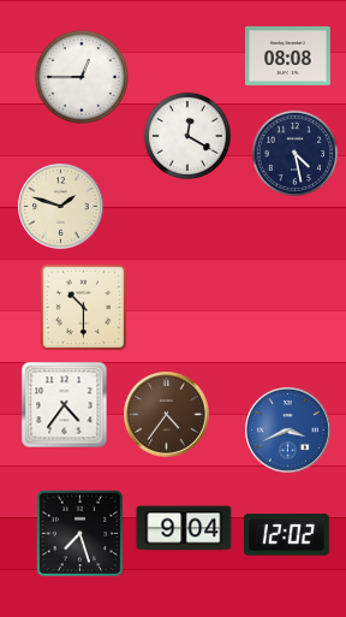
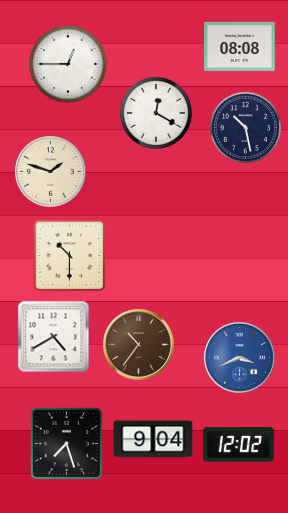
clock at (296, 154): 4:28 -> 10:28
clock at (65, 405): 4:36 -> 4:40
clock at (167, 415): 4:36 -> 10:36
